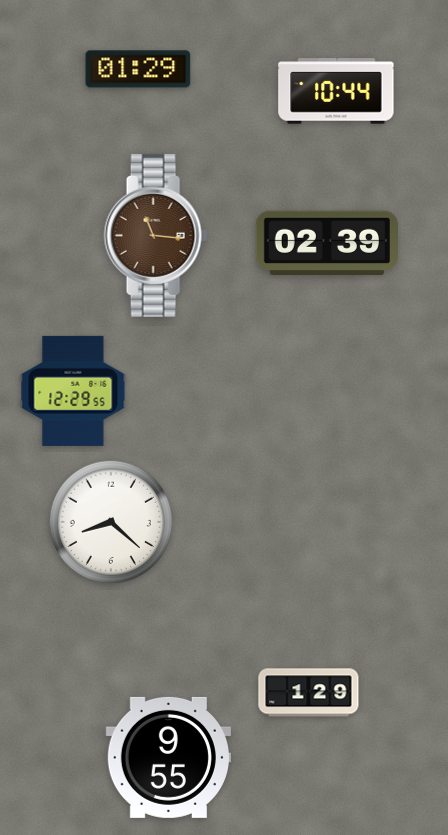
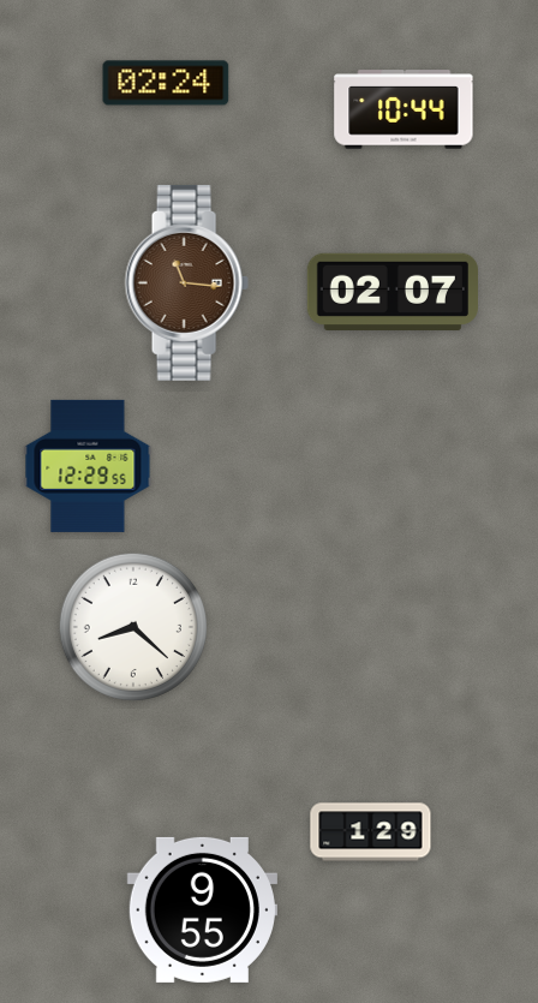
clock at (138, 69): 01:29 -> 02:24
clock at (326, 242): 02:39 -> 02:07
clock at (73, 391) position: (73, 391) -> (88, 466)
